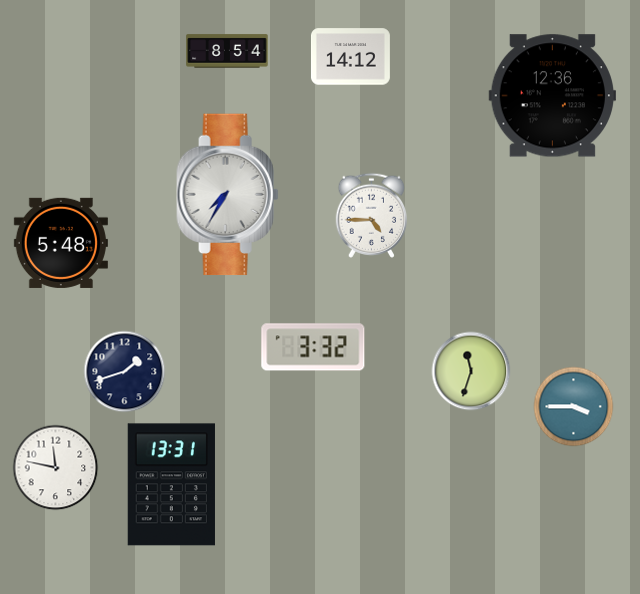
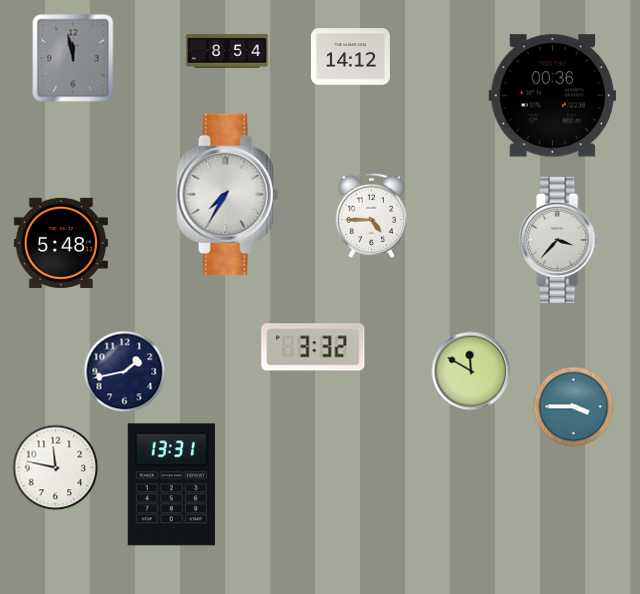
clock at (73, 58): none -> 11:58
clock at (552, 96): 12:36 -> 00:36
clock at (560, 240): none -> 3:37
clock at (471, 371): 11:33 -> 11:50
clock at (125, 372): 1:42 -> 1:43
